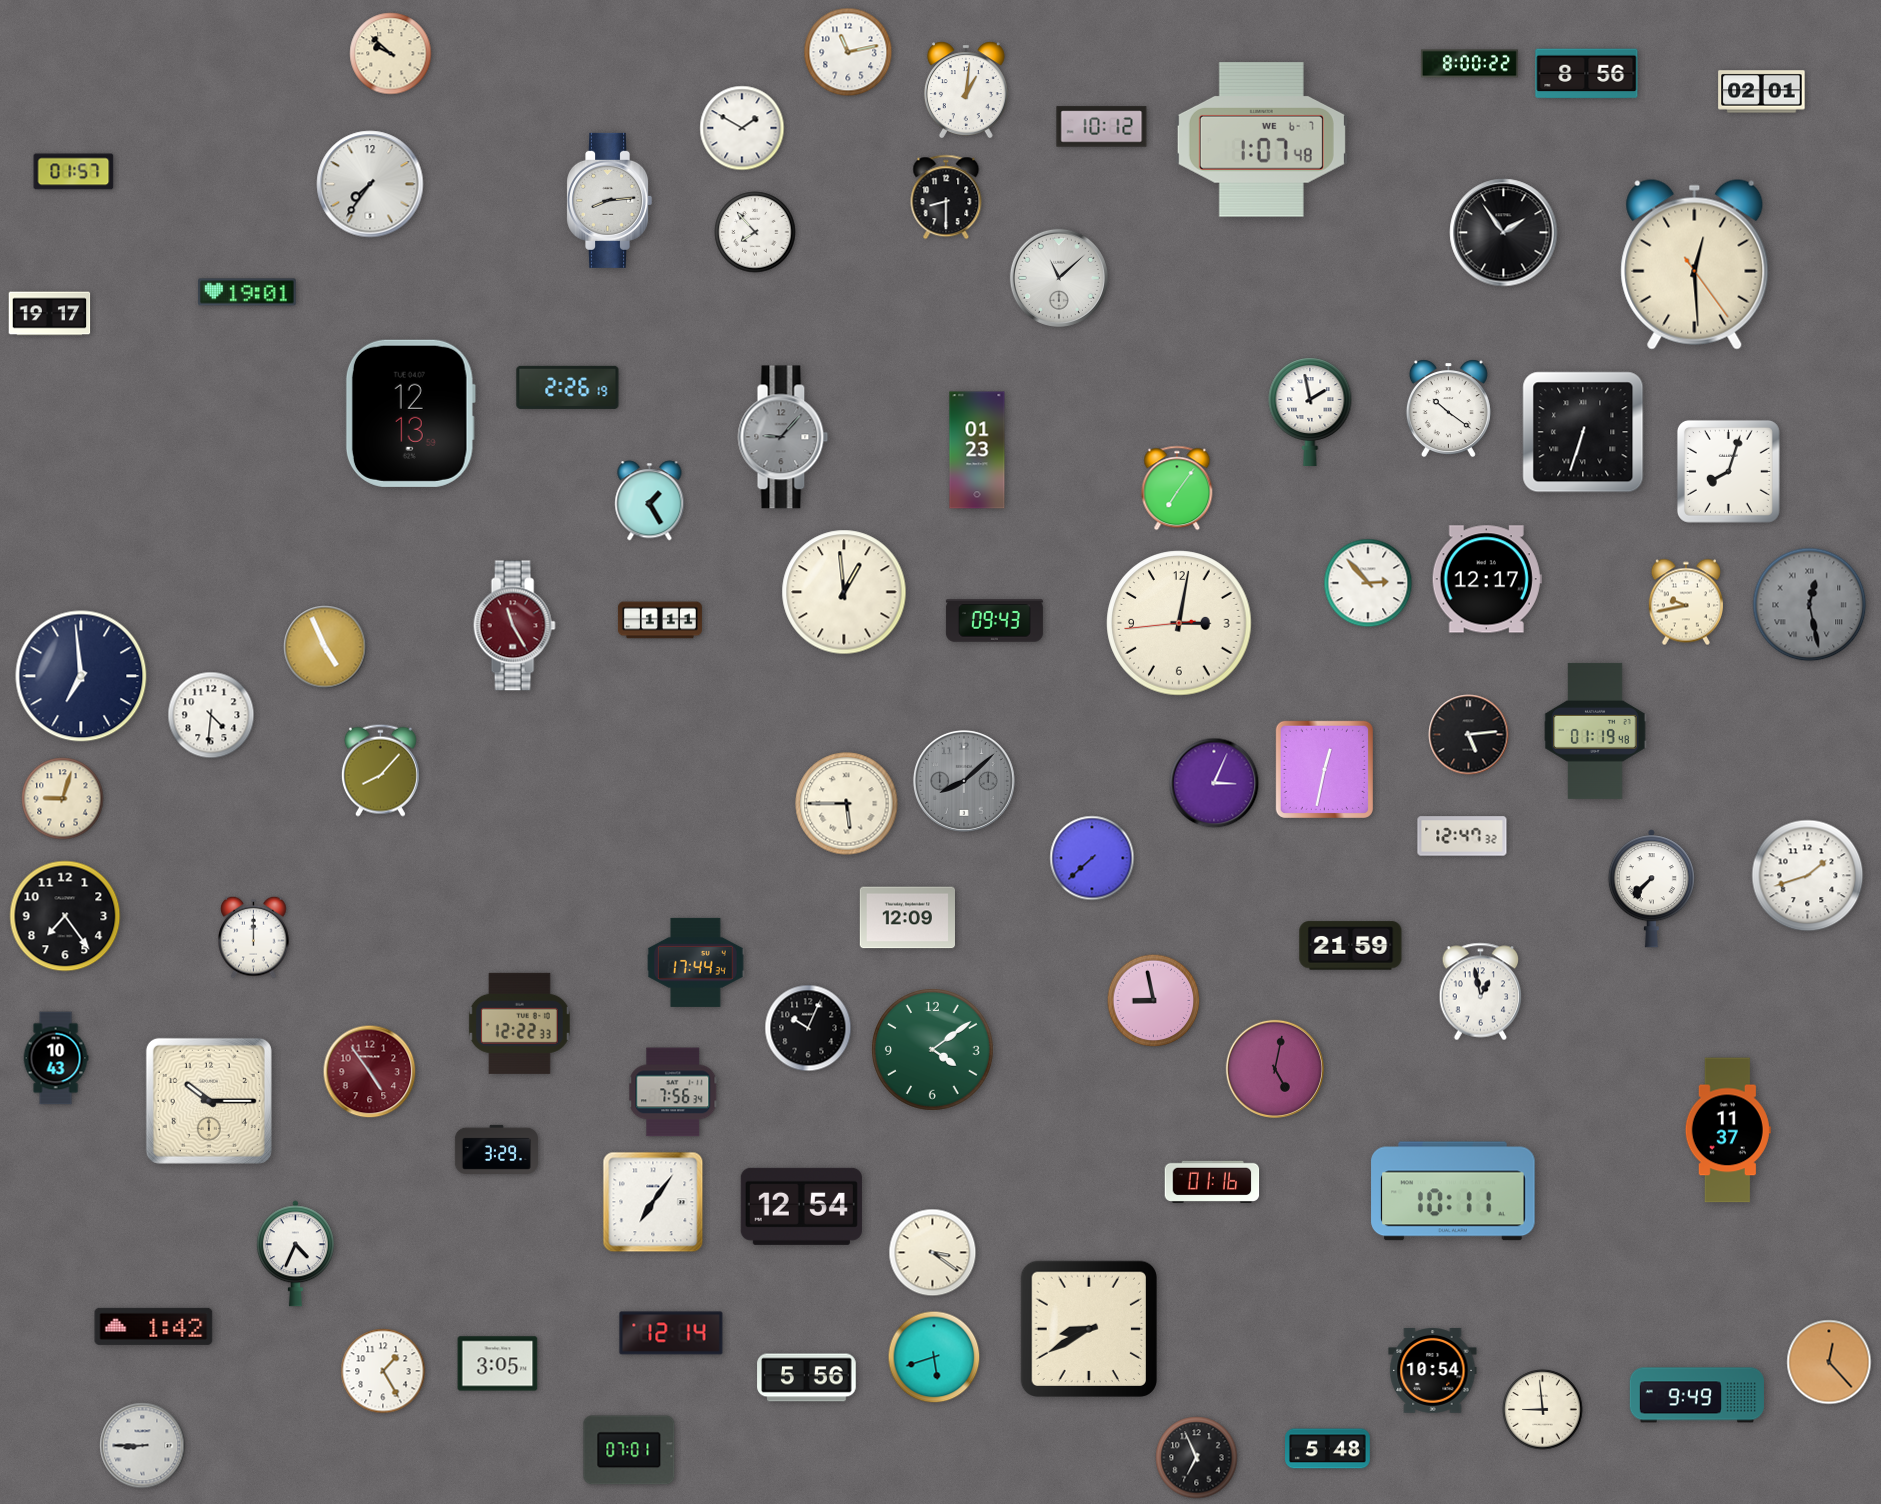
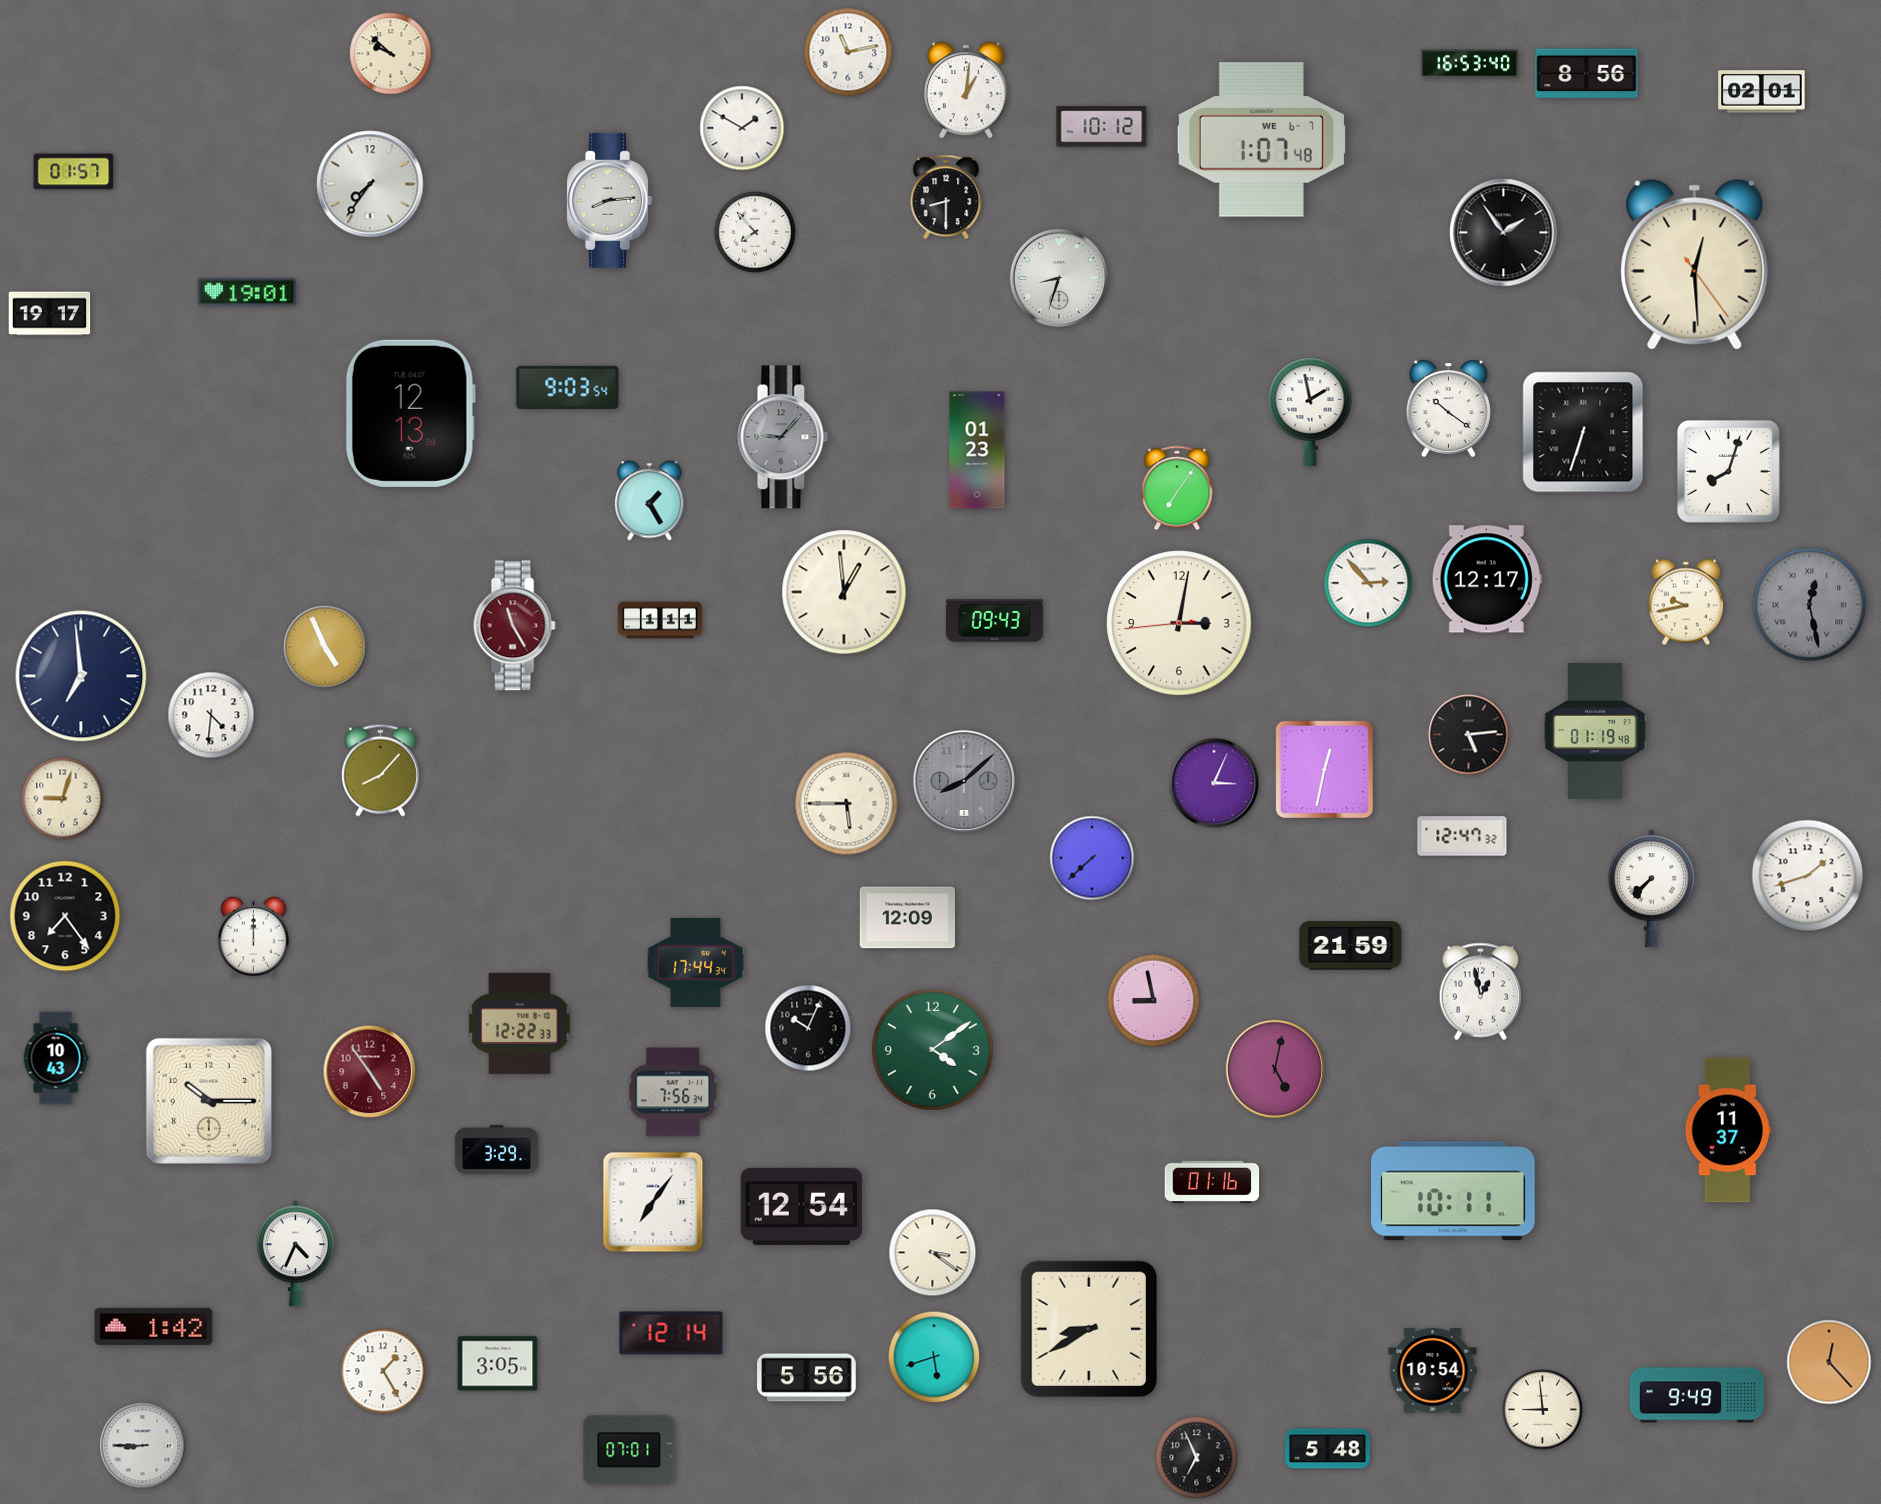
clock at (1469, 64): 8:00 -> 16:53
clock at (1059, 278): 11:08 -> 8:33
clock at (568, 387): 2:26 -> 9:03
